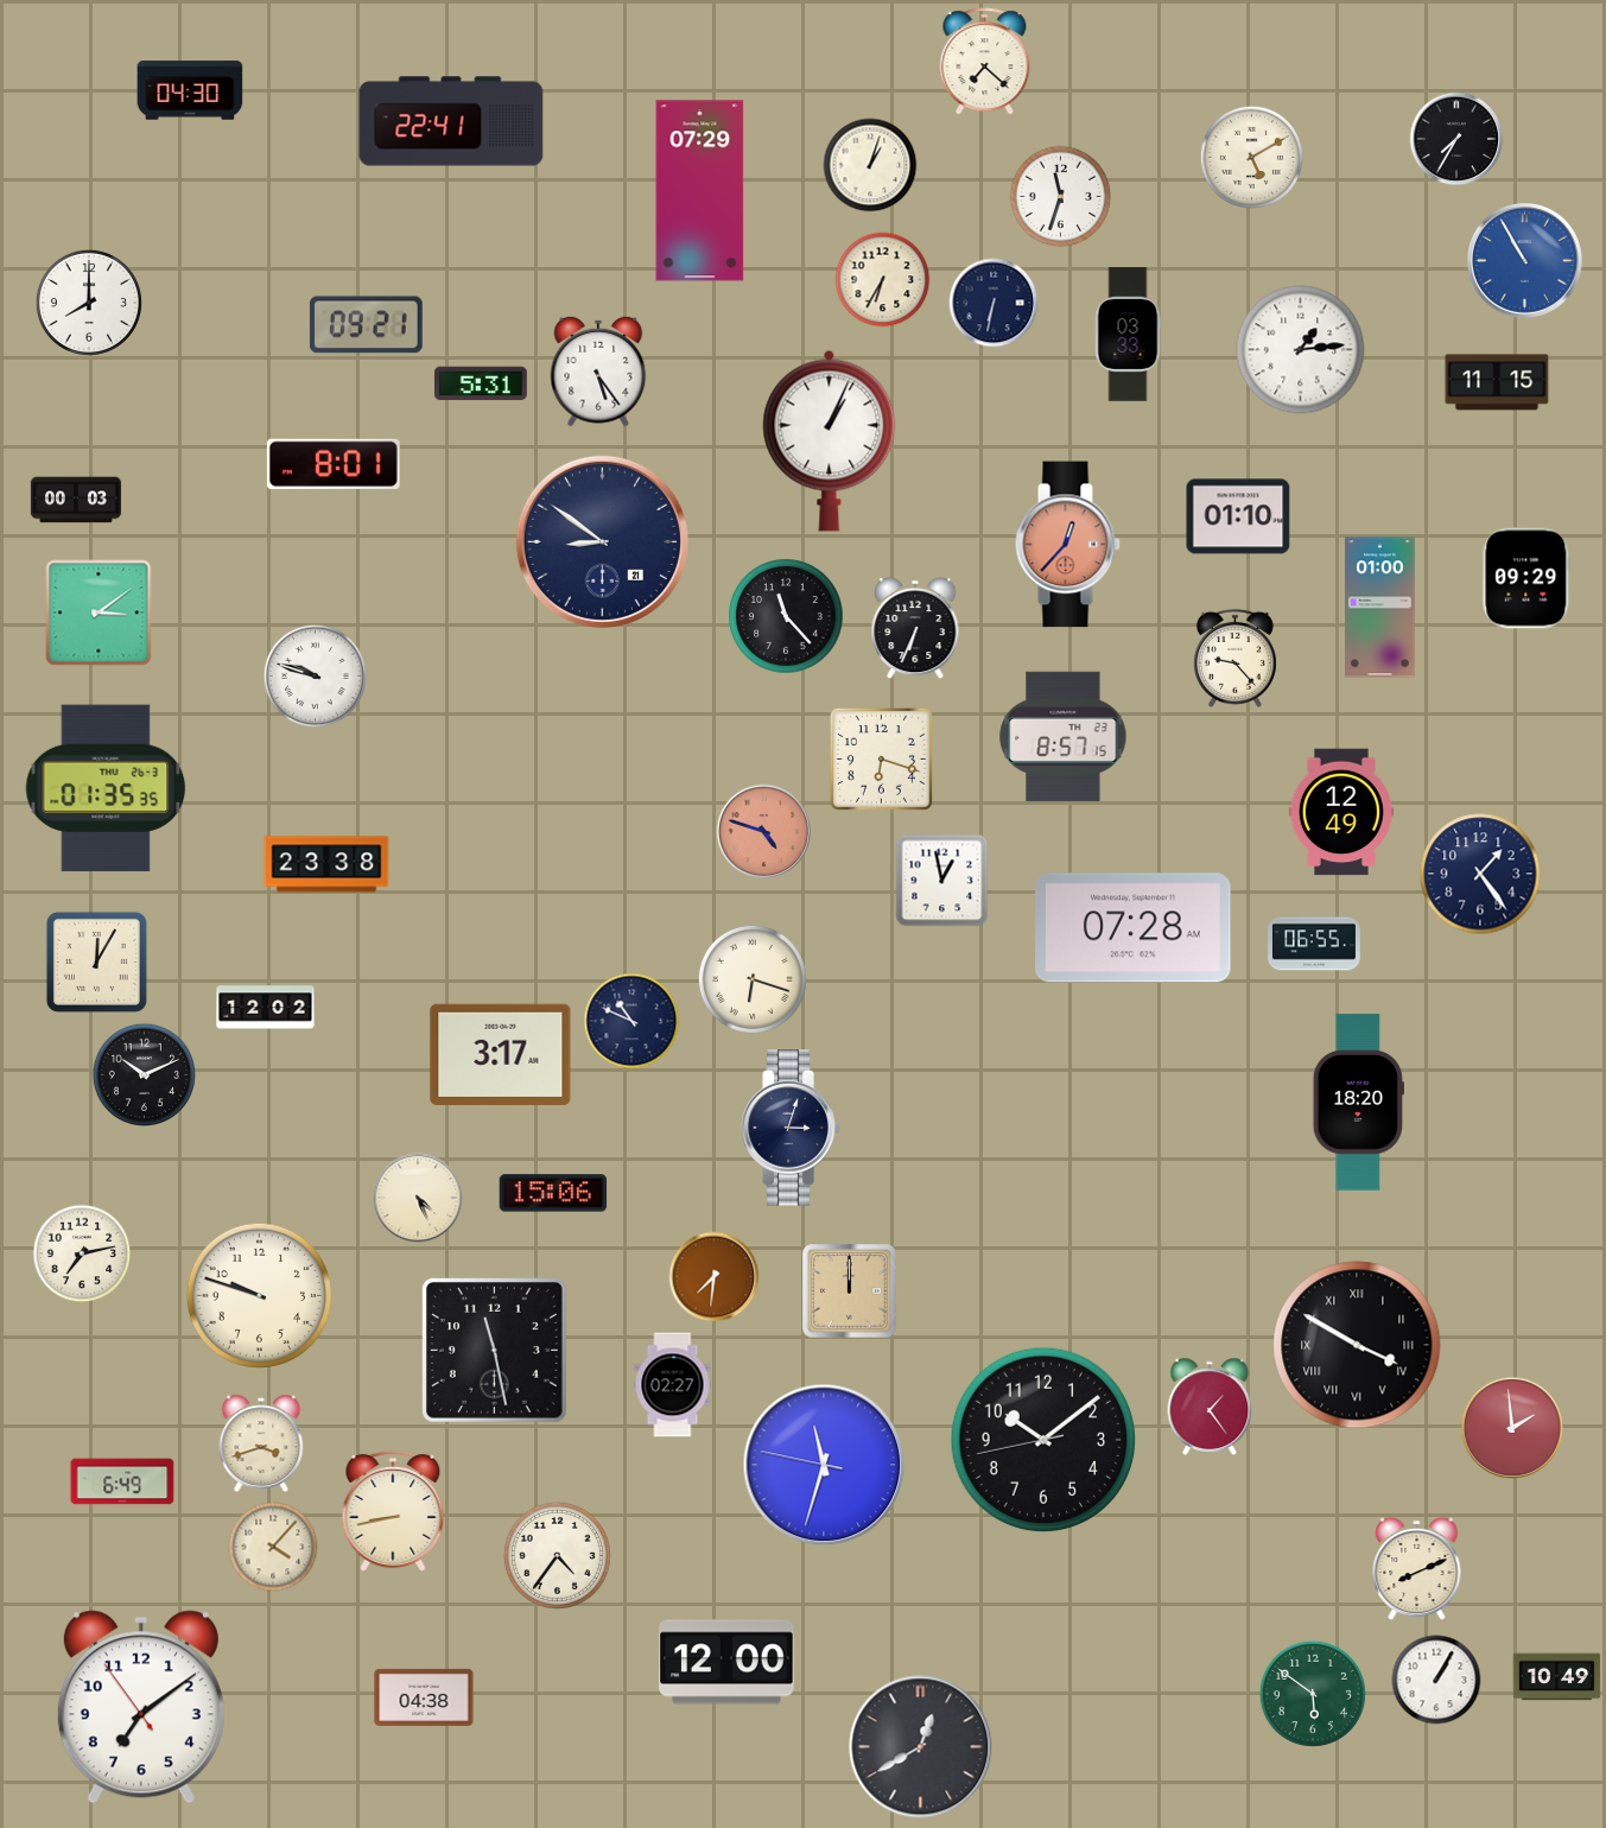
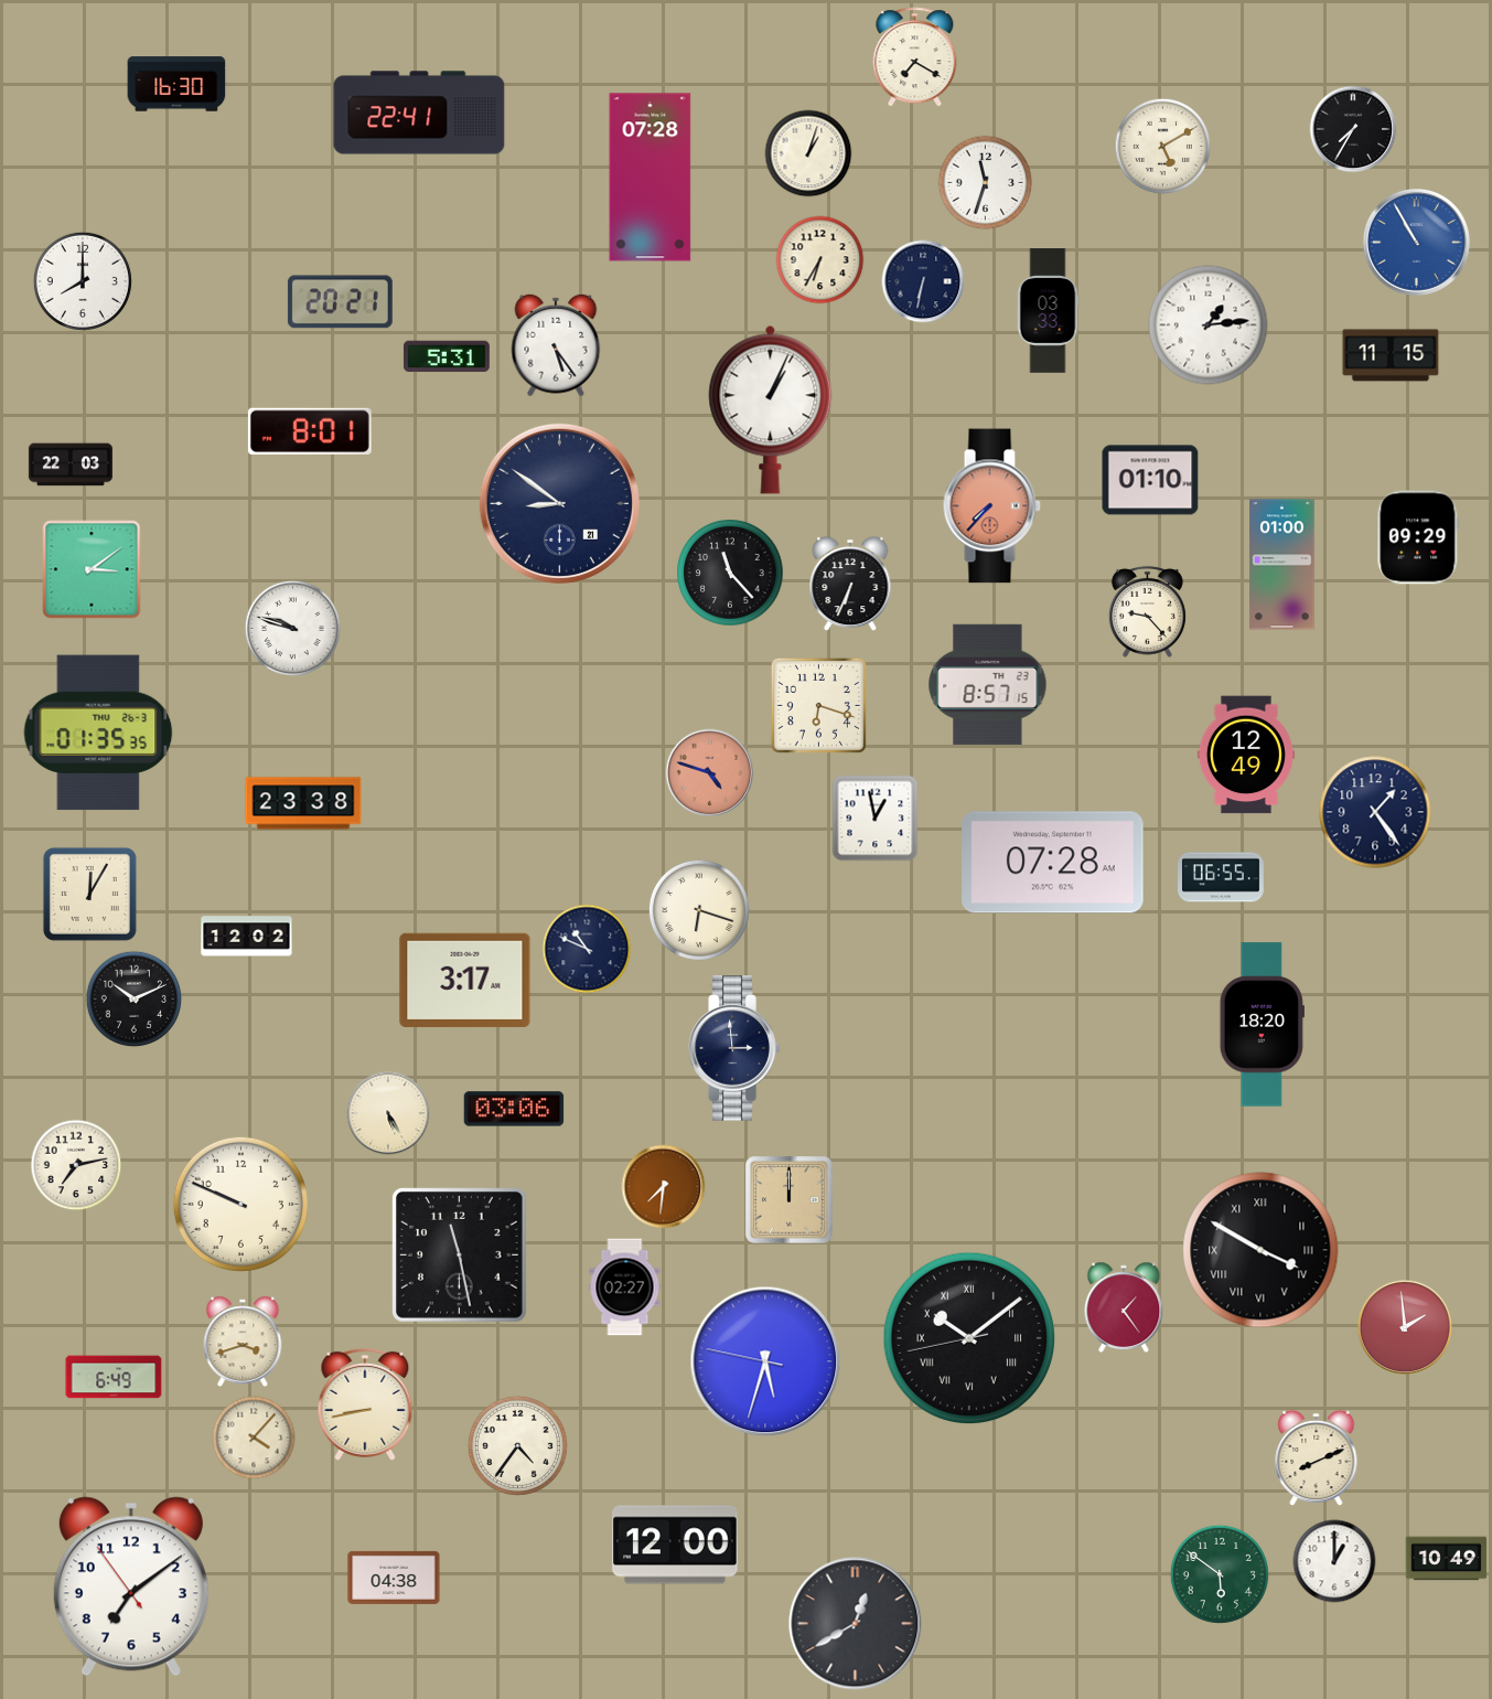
clock at (985, 62): 7:22 -> 7:20
clock at (190, 90): 04:30 -> 16:30
clock at (700, 191): 07:29 -> 07:28
clock at (366, 325): 09:21 -> 20:21
clock at (76, 500): 00:03 -> 22:03
clock at (1067, 545): 12:37 -> 7:37
clock at (791, 1128): 3:03 -> 2:59
clock at (553, 1193): 15:06 -> 03:06
clock at (418, 1198): 4:26 -> 5:25
clock at (259, 1295): 9:48 -> 9:49
clock at (1043, 1440) numerals: Arabic -> Roman
clock at (824, 1465): 11:32 -> 5:32
clock at (1436, 1680): 1:05 -> 1:00
